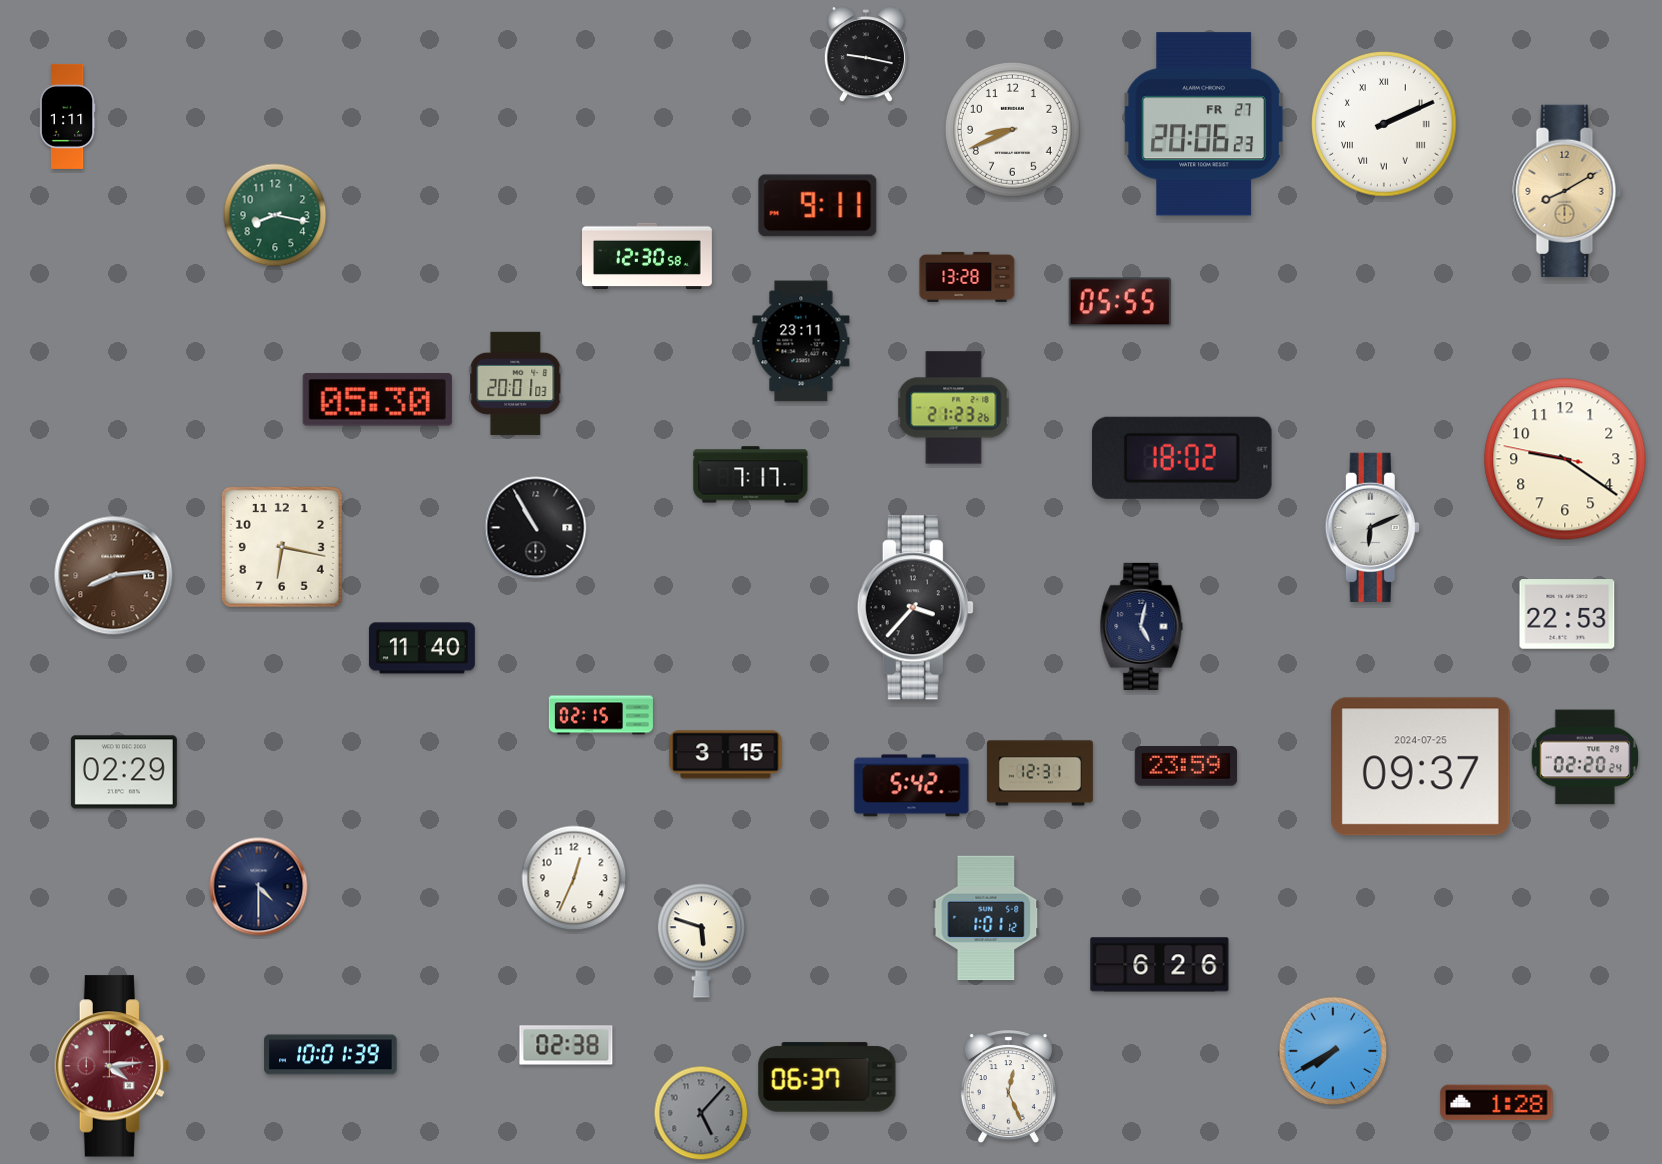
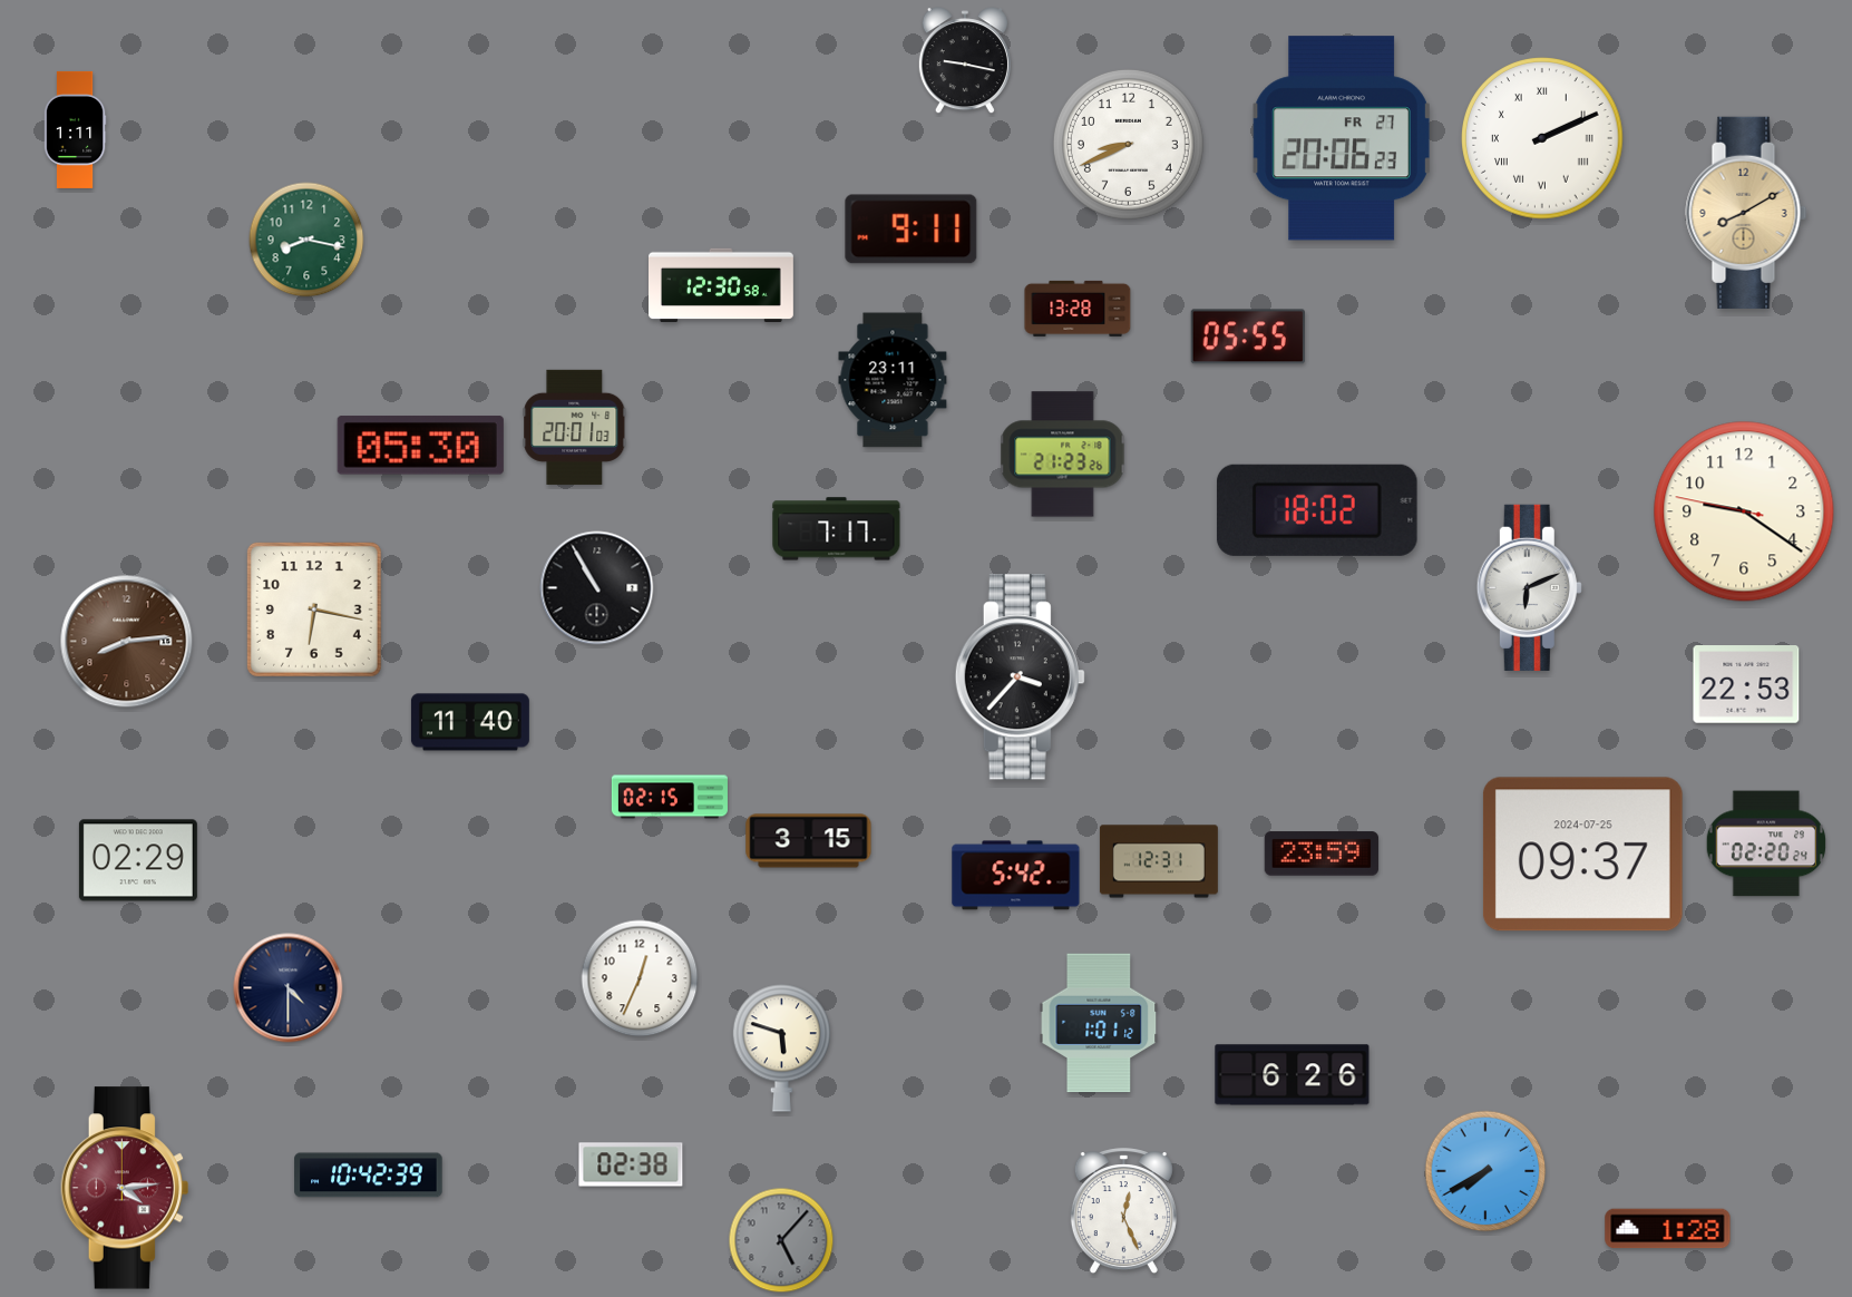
clock at (1142, 626): 5:02 -> none
clock at (331, 1055): 10:01 -> 10:42
clock at (827, 1077): 06:37 -> none
